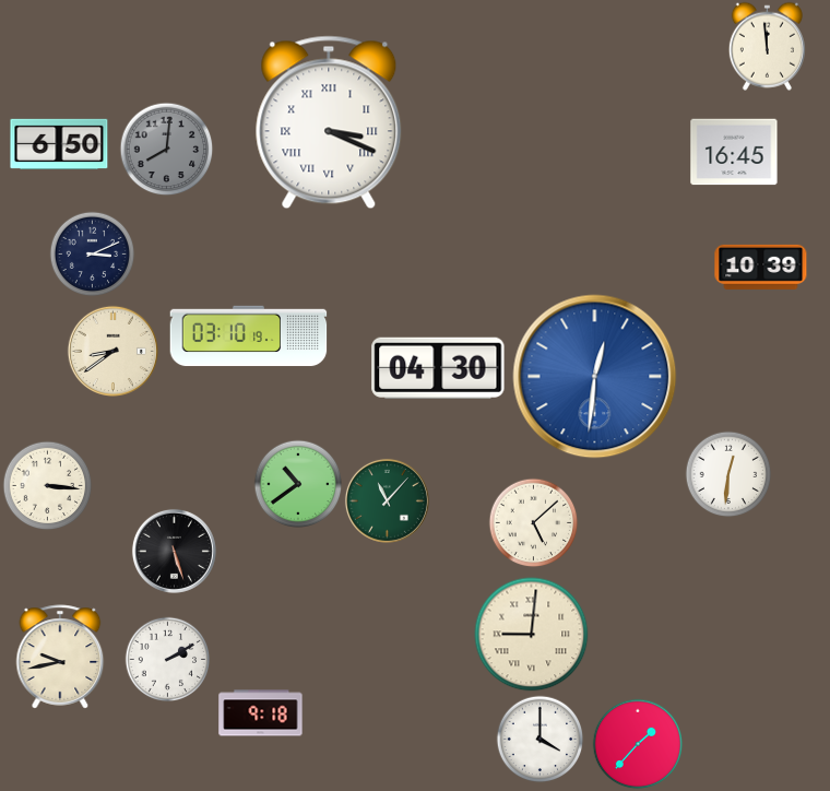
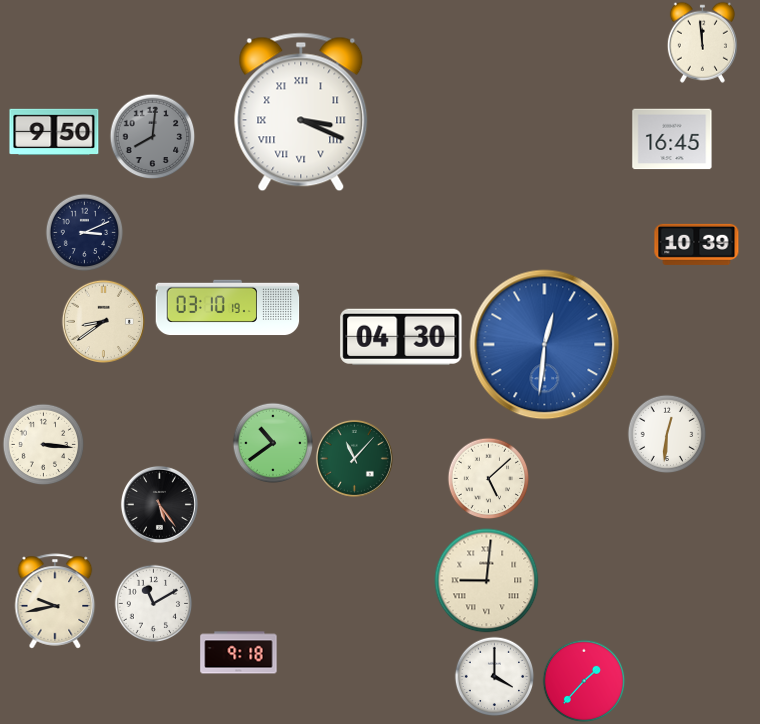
clock at (59, 143): 6:50 -> 9:50
clock at (174, 551): 5:27 -> 5:24
clock at (167, 659): 2:10 -> 11:10
